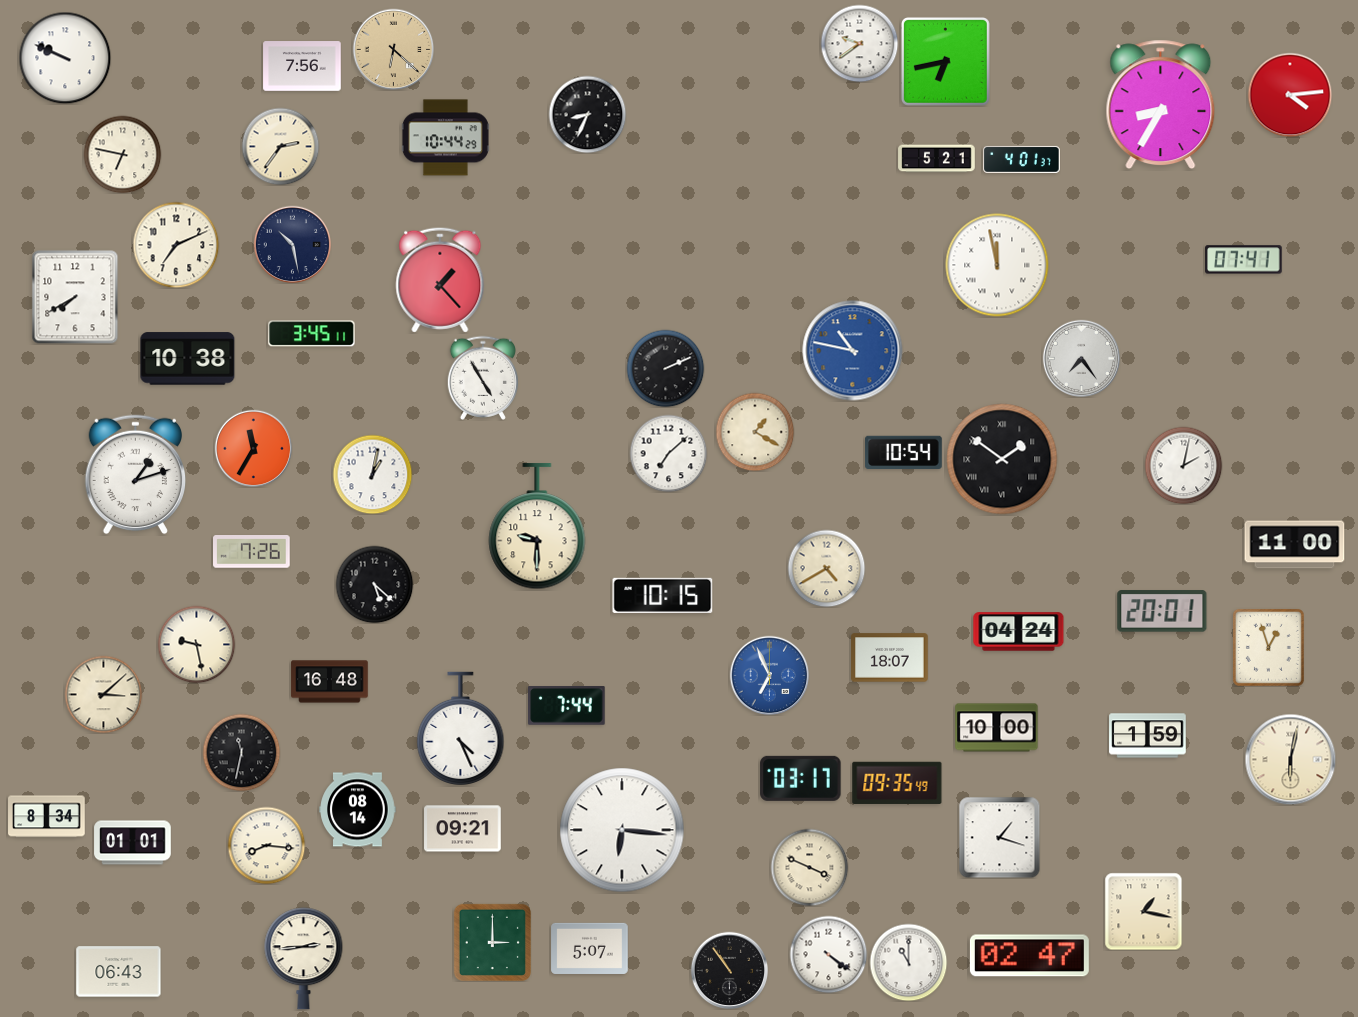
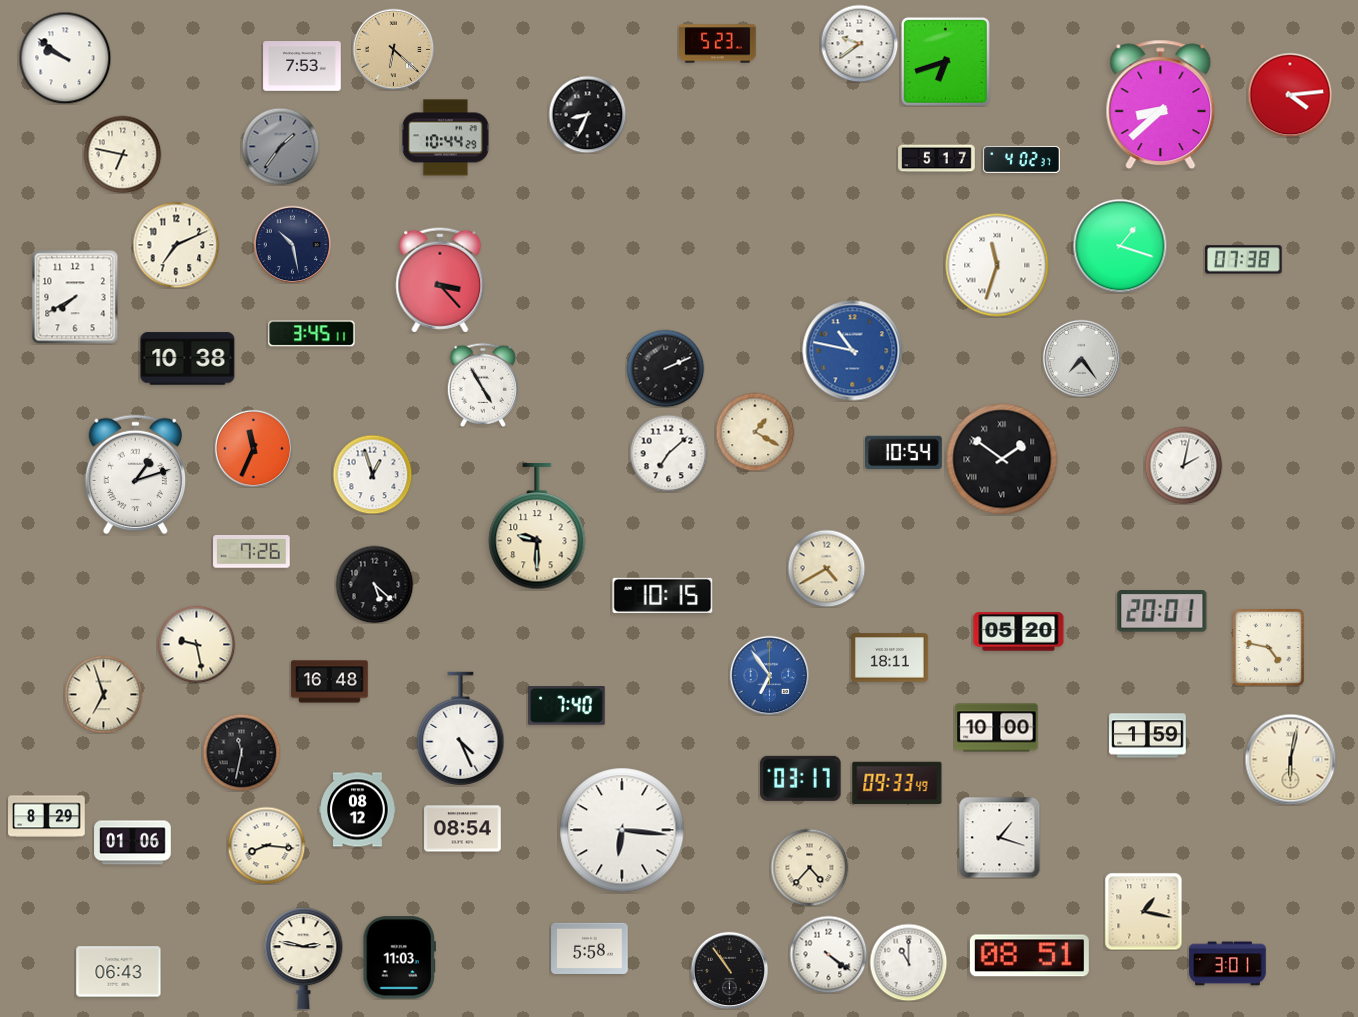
clock at (718, 44): none -> 5:23
clock at (65, 58): 9:49 -> 9:51
clock at (945, 61): 6:43 -> 6:42
clock at (302, 66): 7:56 -> 7:53
clock at (1161, 104): 8:35 -> 8:38
clock at (280, 146): 2:36 -> 1:36
clock at (280, 146) dial: cream -> grey
clock at (937, 159): 5:21 -> 5:17
clock at (1022, 159): 4:01 -> 4:02
clock at (1120, 246): none -> 1:18
clock at (1244, 260): 07:41 -> 07:38
clock at (997, 265): 11:58 -> 11:33
clock at (440, 280): 1:23 -> 3:23
clock at (482, 378) position: (482, 378) -> (482, 385)
clock at (253, 448): 11:35 -> 11:34
clock at (372, 474): 1:02 -> 12:57
clock at (1295, 545): 11:00 -> none
clock at (1019, 632): 04:24 -> 05:20
clock at (1268, 647): 12:57 -> 4:47
clock at (890, 658): 18:07 -> 18:11
clock at (769, 675): 6:56 -> 6:54
clock at (103, 694): 3:08 -> 6:57
clock at (567, 706): 7:44 -> 7:40
clock at (897, 783): 09:35 -> 09:33
clock at (358, 810): 08:14 -> 08:12
clock at (47, 817): 8:34 -> 8:29
clock at (463, 829): 09:21 -> 08:54
clock at (133, 843): 01:01 -> 01:06
clock at (809, 867): 3:49 -> 4:37
clock at (492, 942): 3:00 -> none
clock at (590, 948): 5:07 -> 5:58
clock at (1029, 956): 02:47 -> 08:51
clock at (399, 958): none -> 11:03
clock at (304, 959): 2:44 -> 2:47
clock at (1228, 964): none -> 3:01
